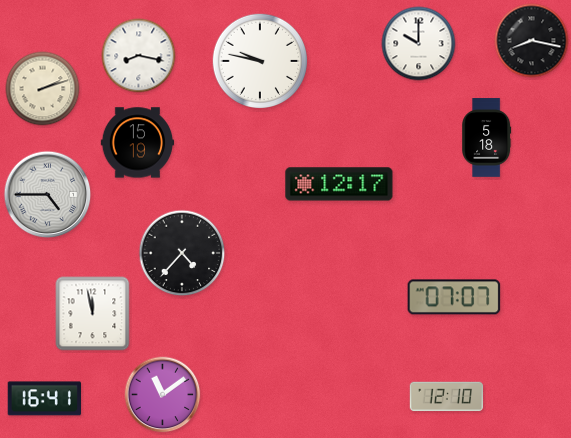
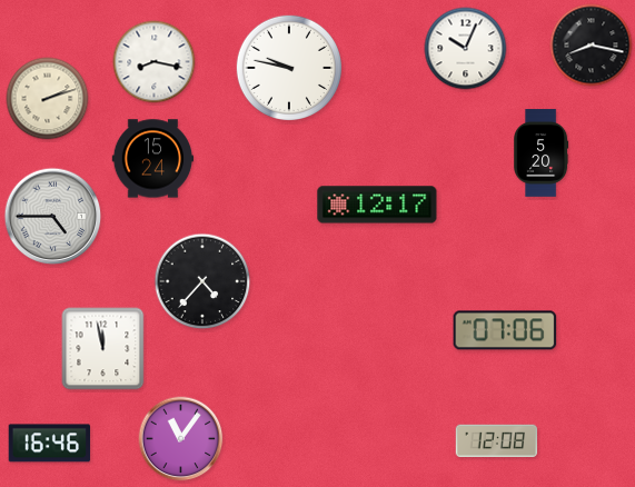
clock at (419, 44): 10:00 -> 10:04
clock at (487, 138): 5:18 -> 5:20
clock at (138, 143): 15:19 -> 15:24
clock at (454, 297): 07:07 -> 07:06
clock at (163, 395): 11:09 -> 11:06
clock at (447, 397): 12:10 -> 12:08
clock at (44, 399): 16:41 -> 16:46
